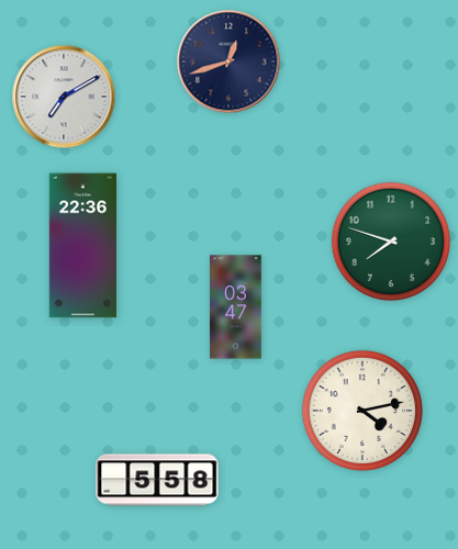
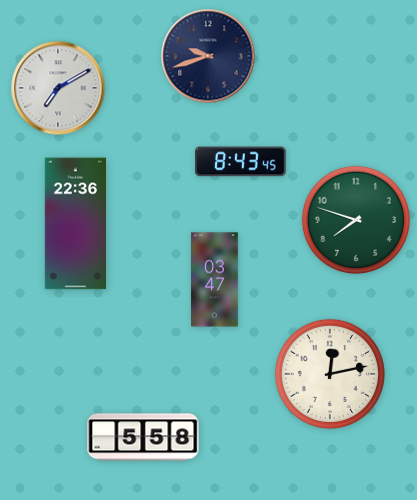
clock at (228, 61): 12:42 -> 9:42
clock at (241, 162): none -> 8:43
clock at (362, 411): 4:13 -> 12:13
